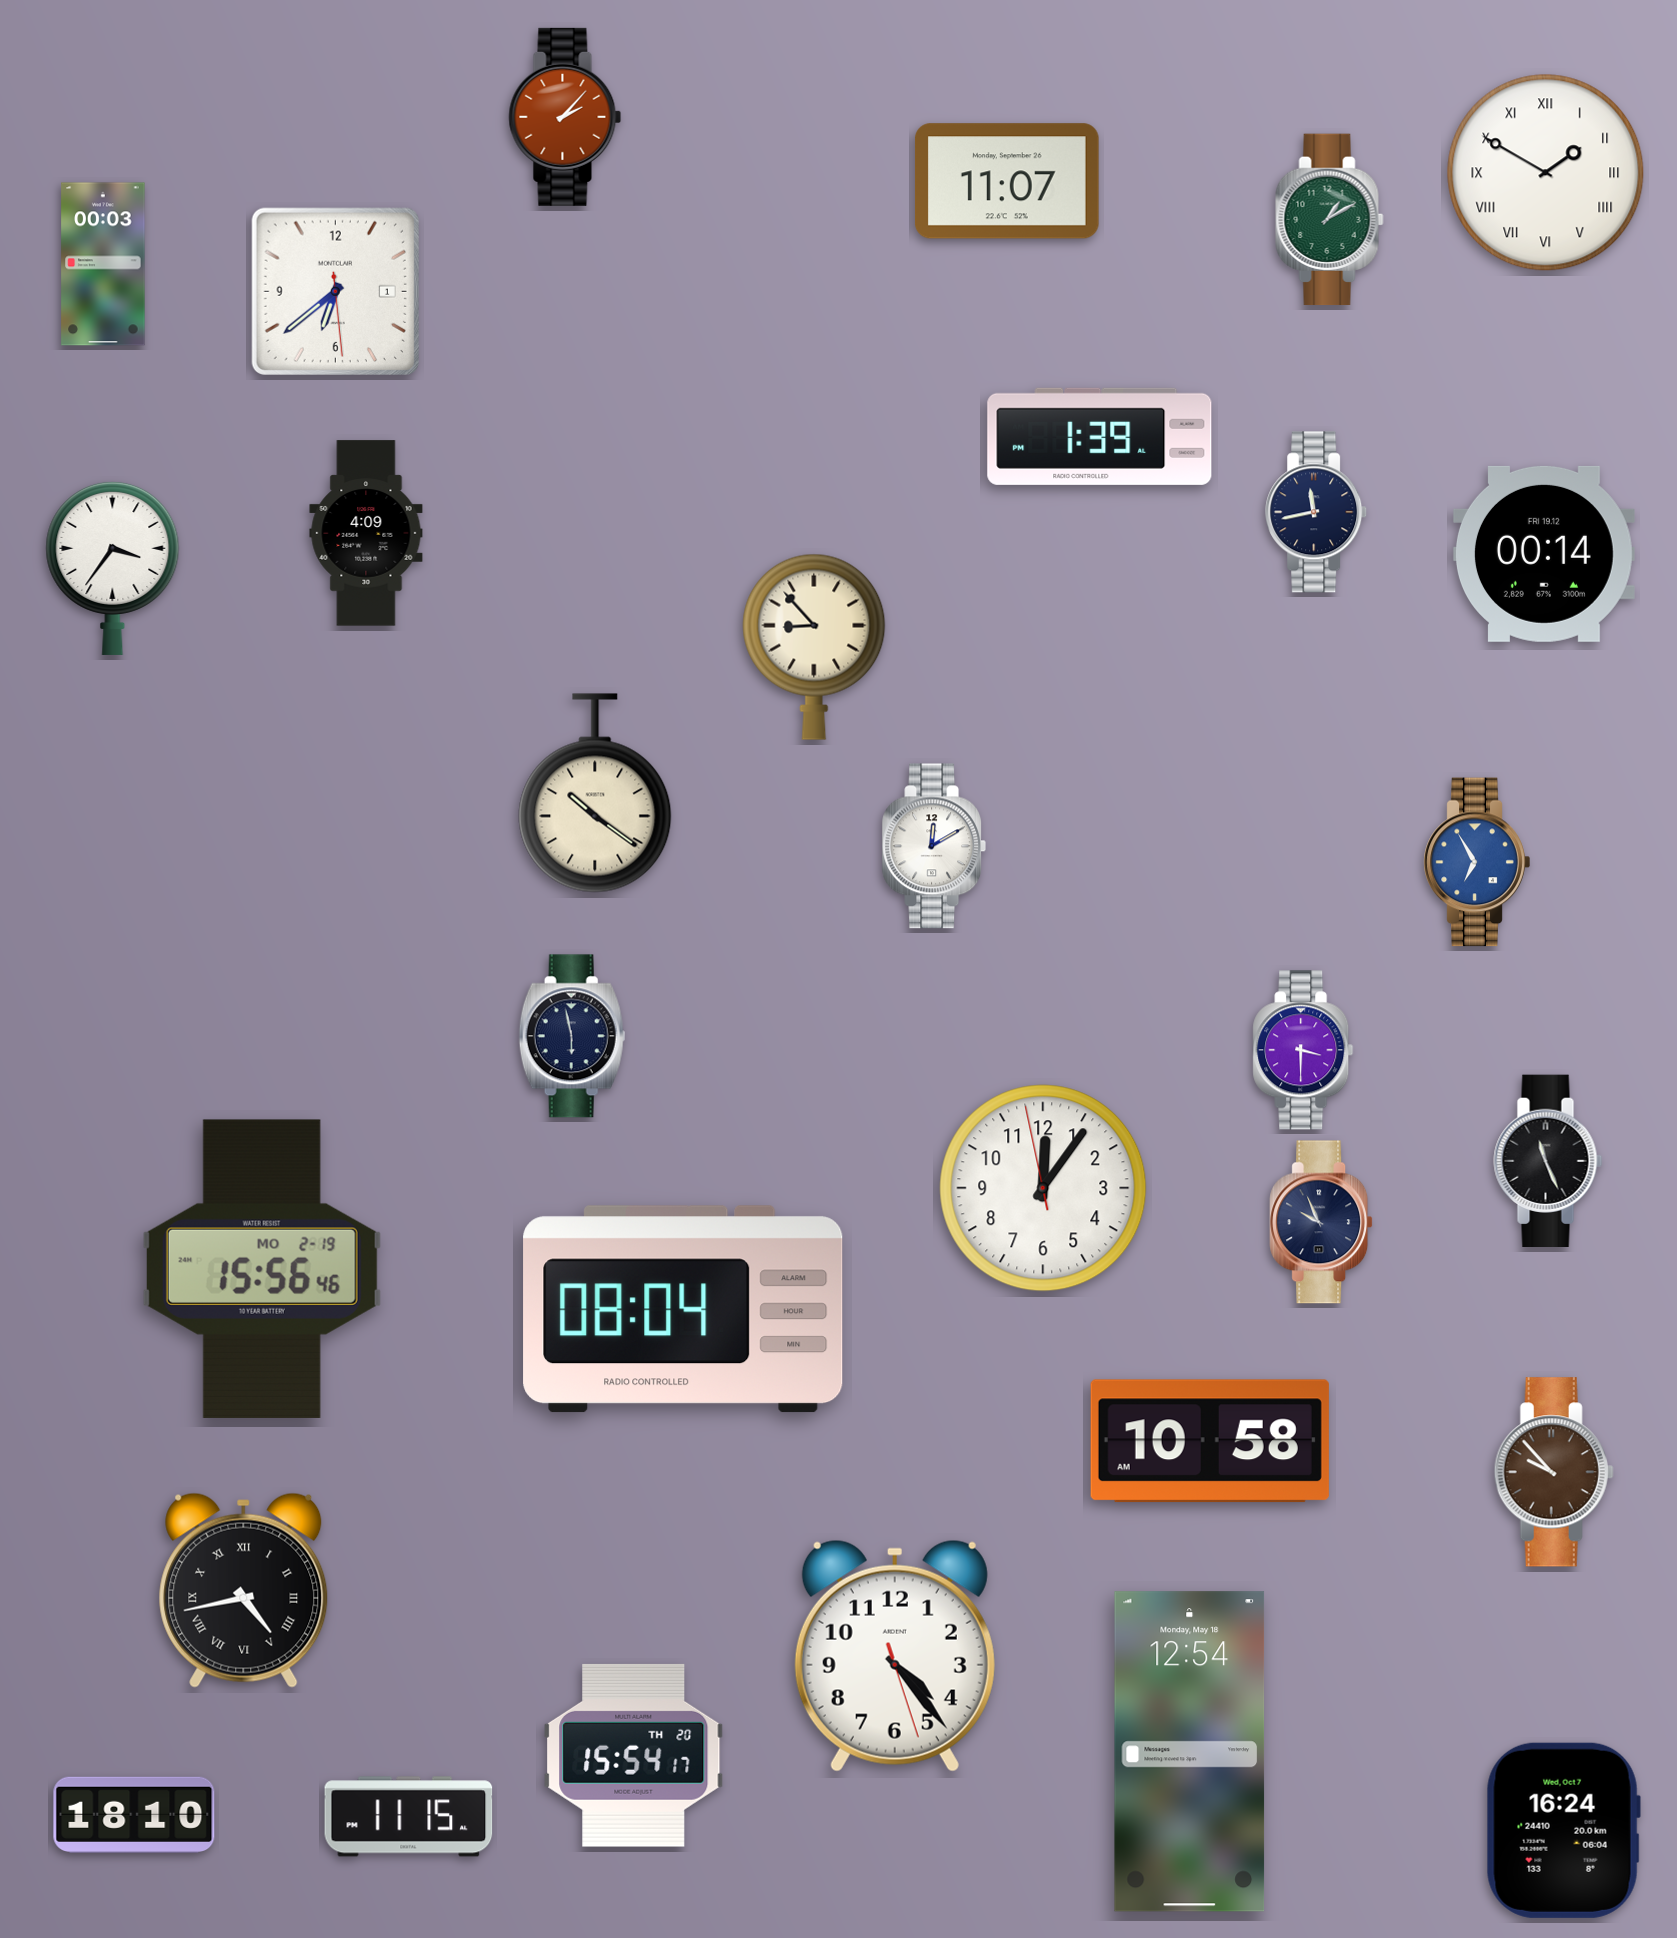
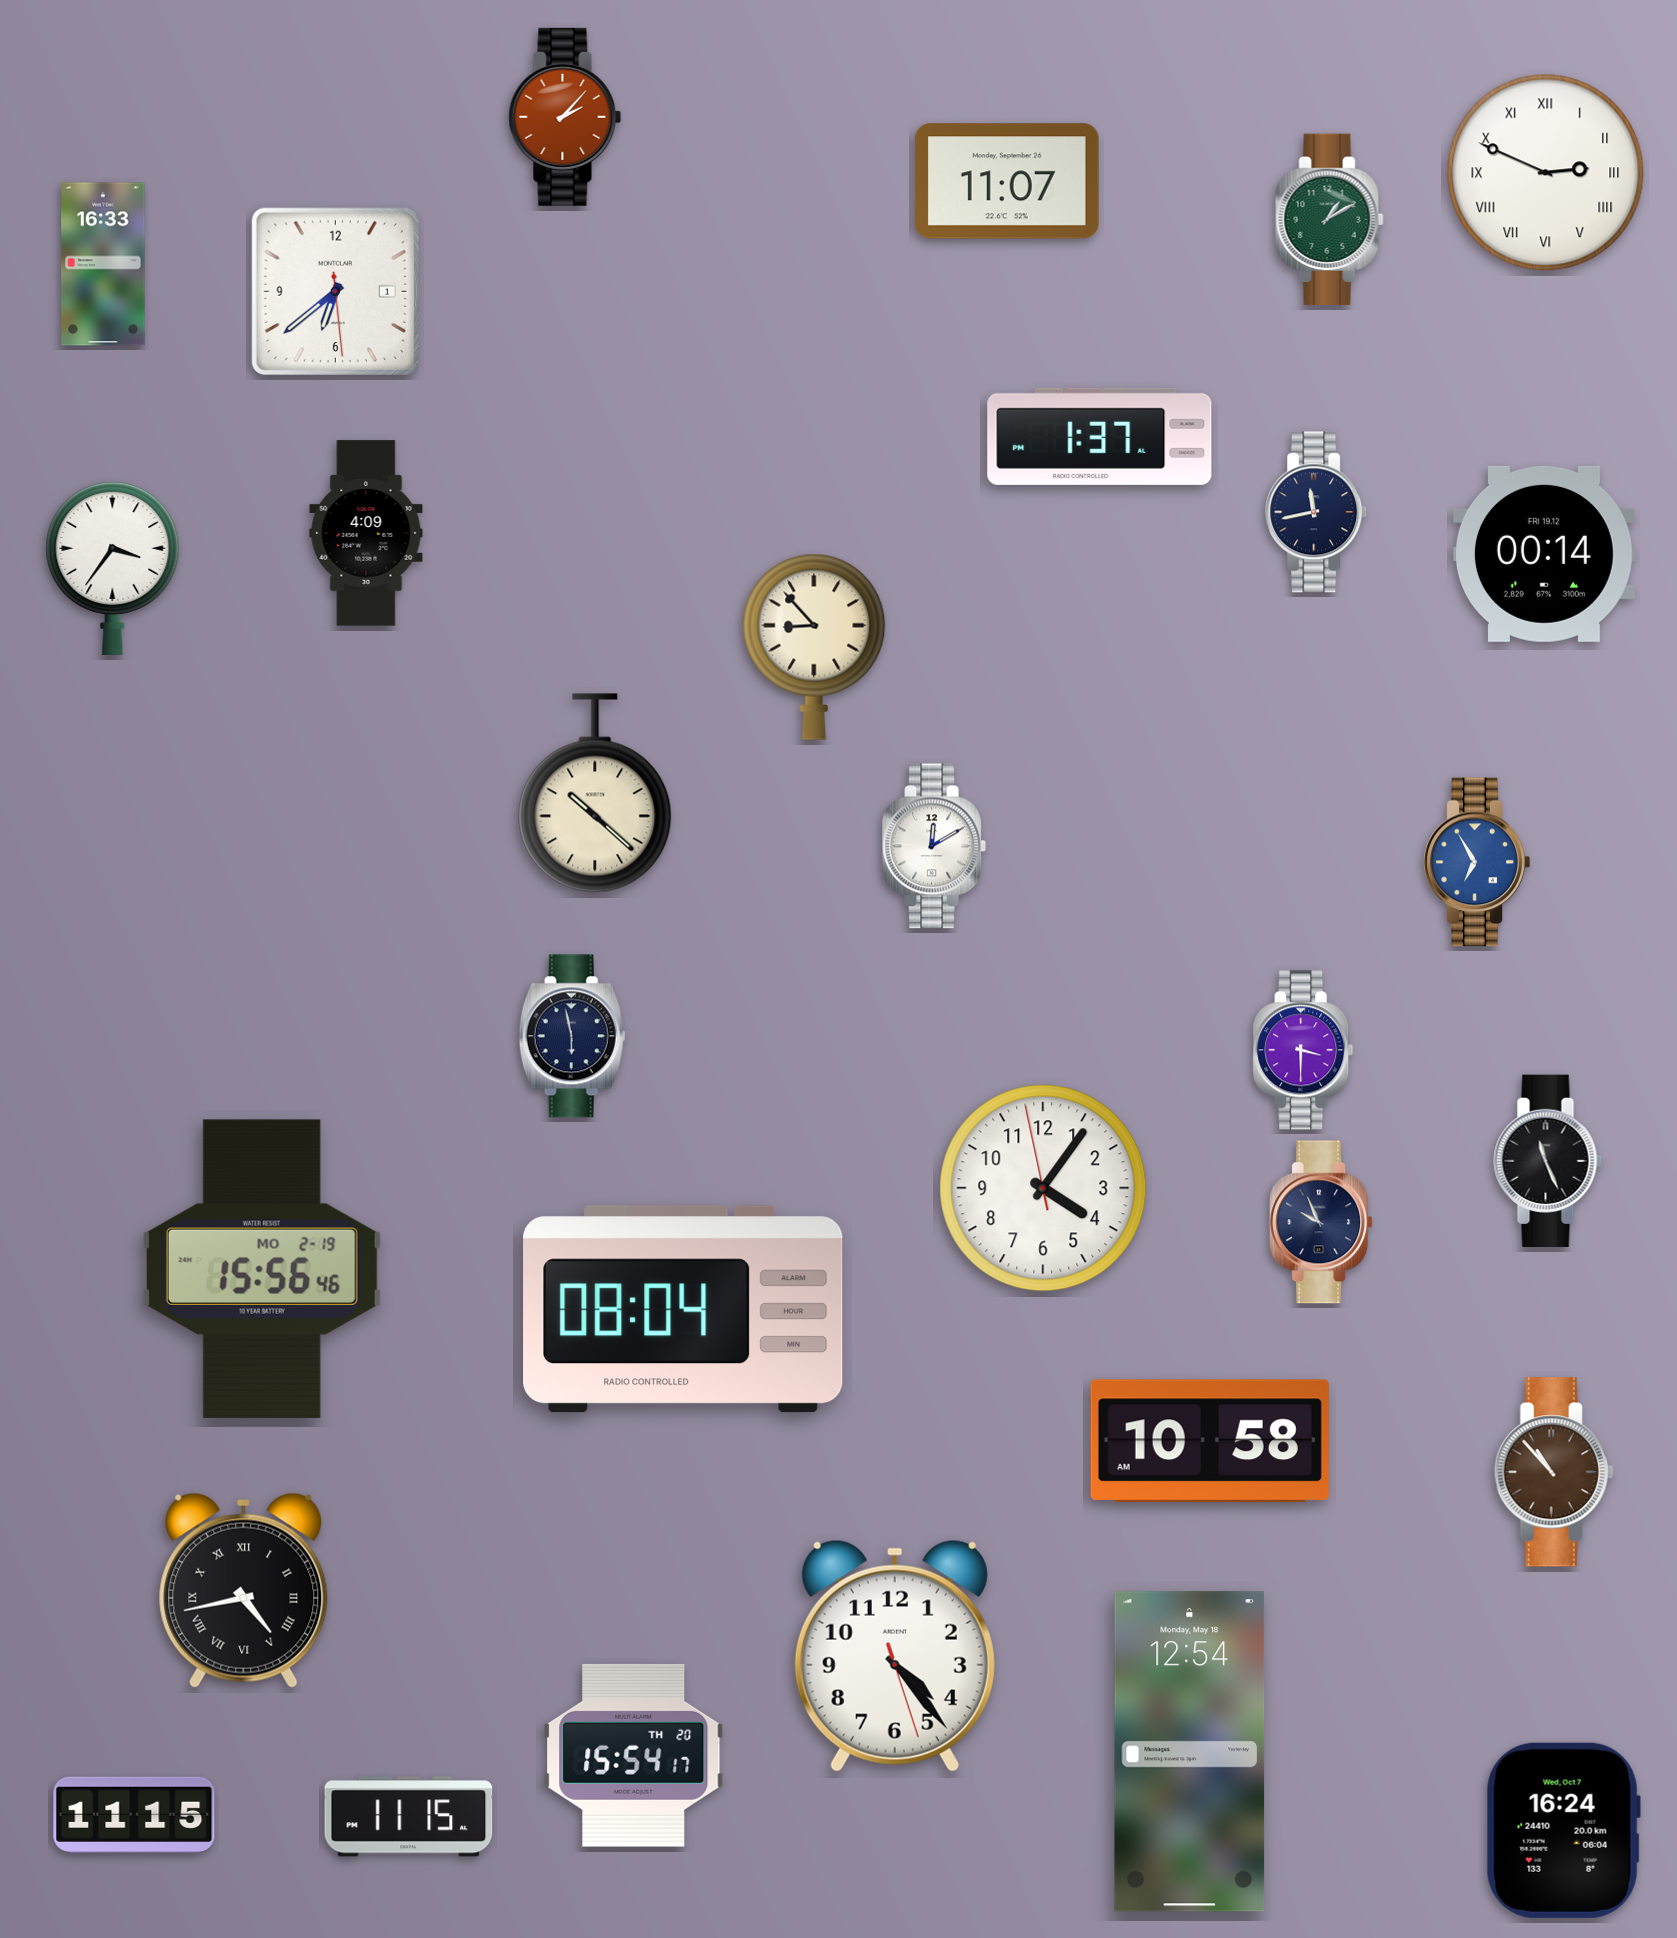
clock at (1546, 173): 1:50 -> 2:49
clock at (103, 264): 00:03 -> 16:33
clock at (1100, 436): 1:39 -> 1:37
clock at (595, 793): 10:21 -> 10:22
clock at (1043, 1188): 12:05 -> 4:05
clock at (1554, 1472): 9:53 -> 10:53
clock at (134, 1815): 18:10 -> 11:15
